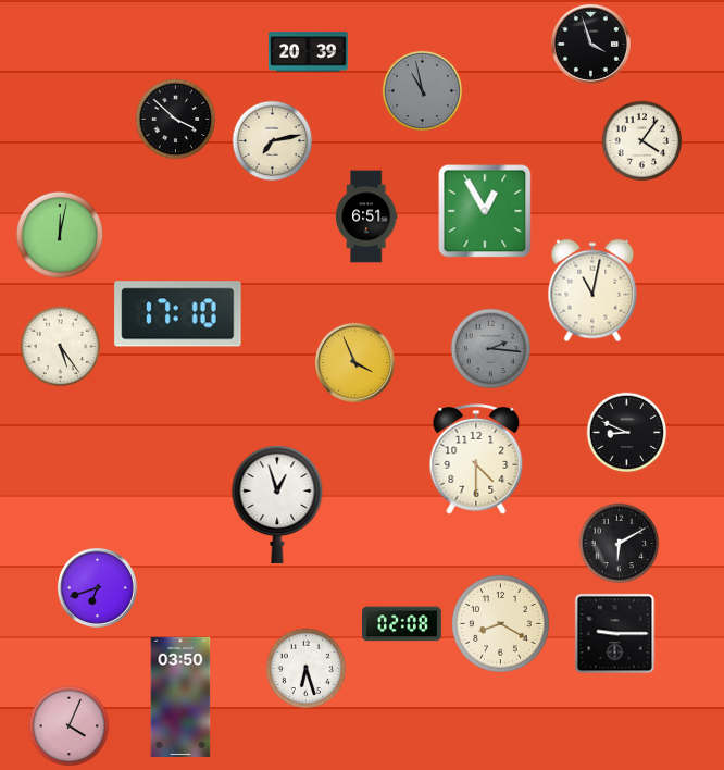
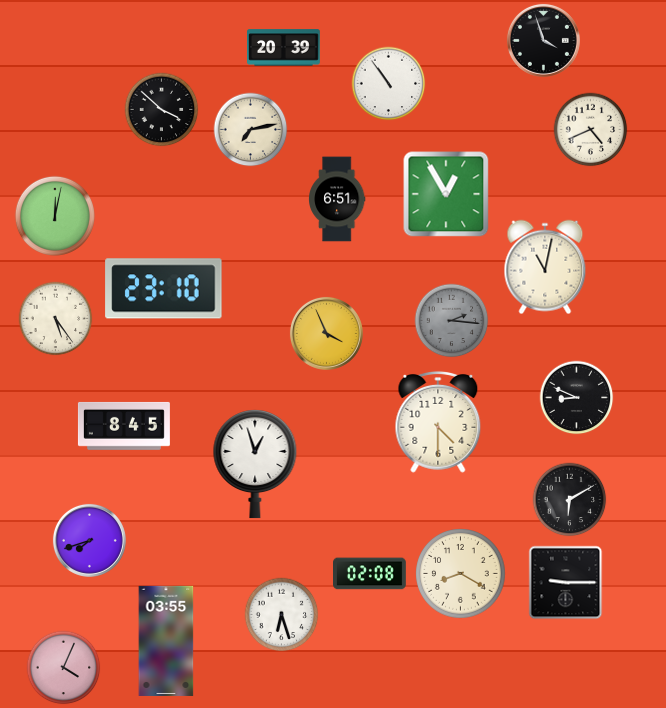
clock at (423, 91): 10:58 -> 10:54
clock at (423, 91) dial: grey -> white
clock at (642, 141): 4:06 -> 4:41
clock at (178, 314): 17:10 -> 23:10
clock at (124, 426): none -> 8:45
clock at (97, 587): 6:42 -> 7:42
clock at (180, 697): 03:50 -> 03:55
